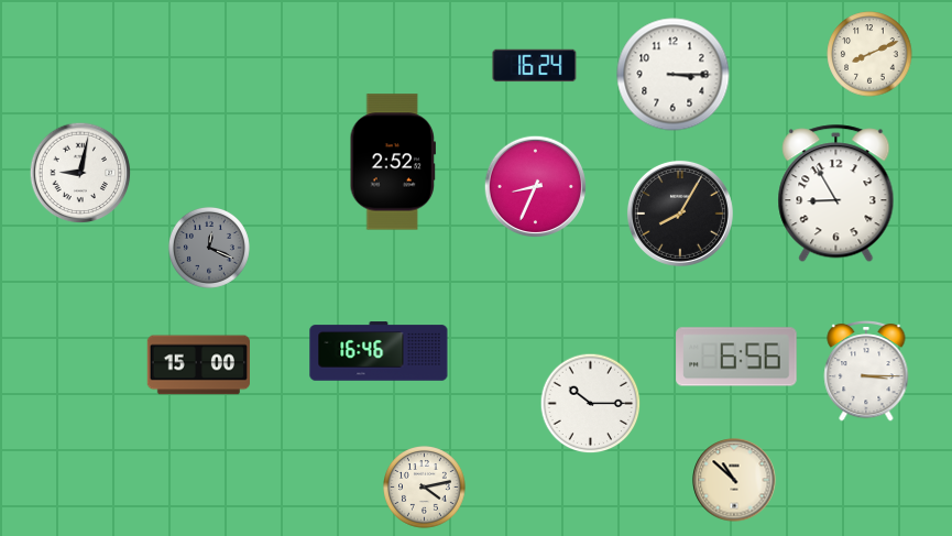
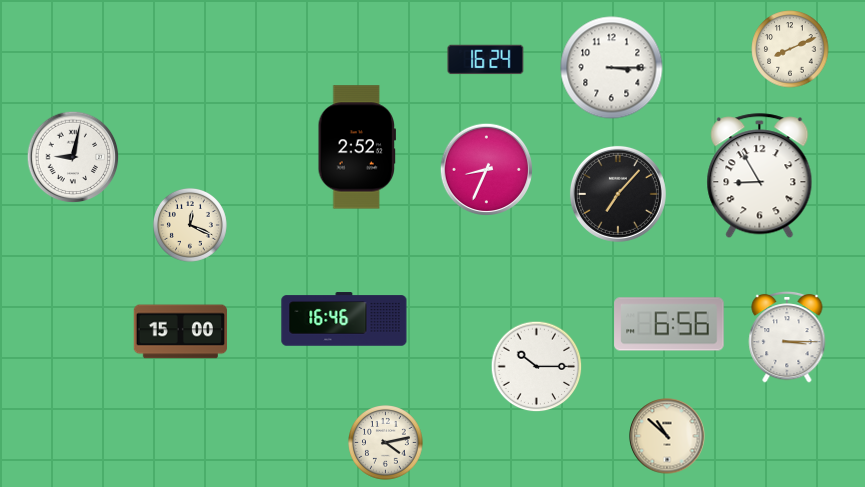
clock at (680, 214): 8:05 -> 7:07
clock at (209, 248) dial: grey -> cream
